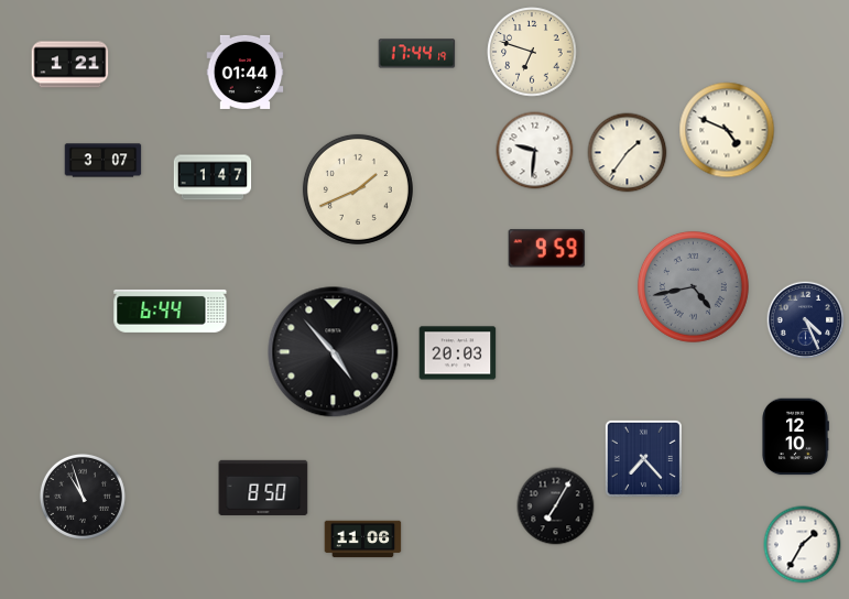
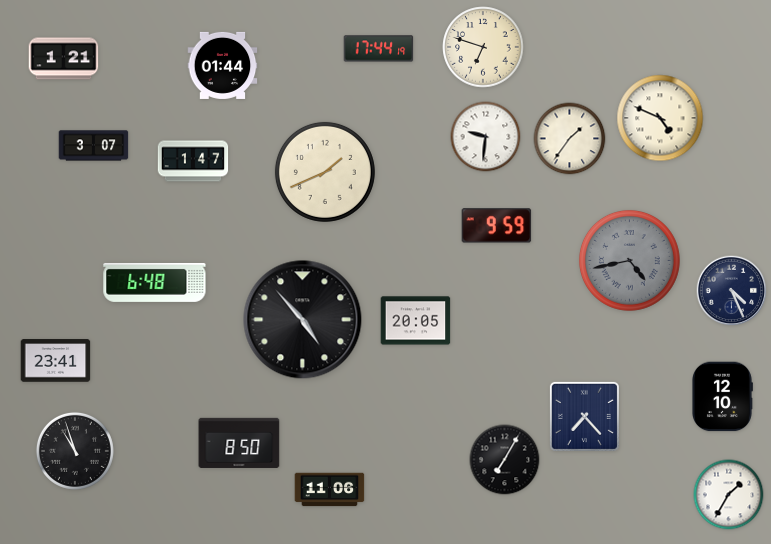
clock at (171, 311): 6:44 -> 6:48
clock at (458, 353): 20:03 -> 20:05
clock at (56, 361): none -> 23:41
